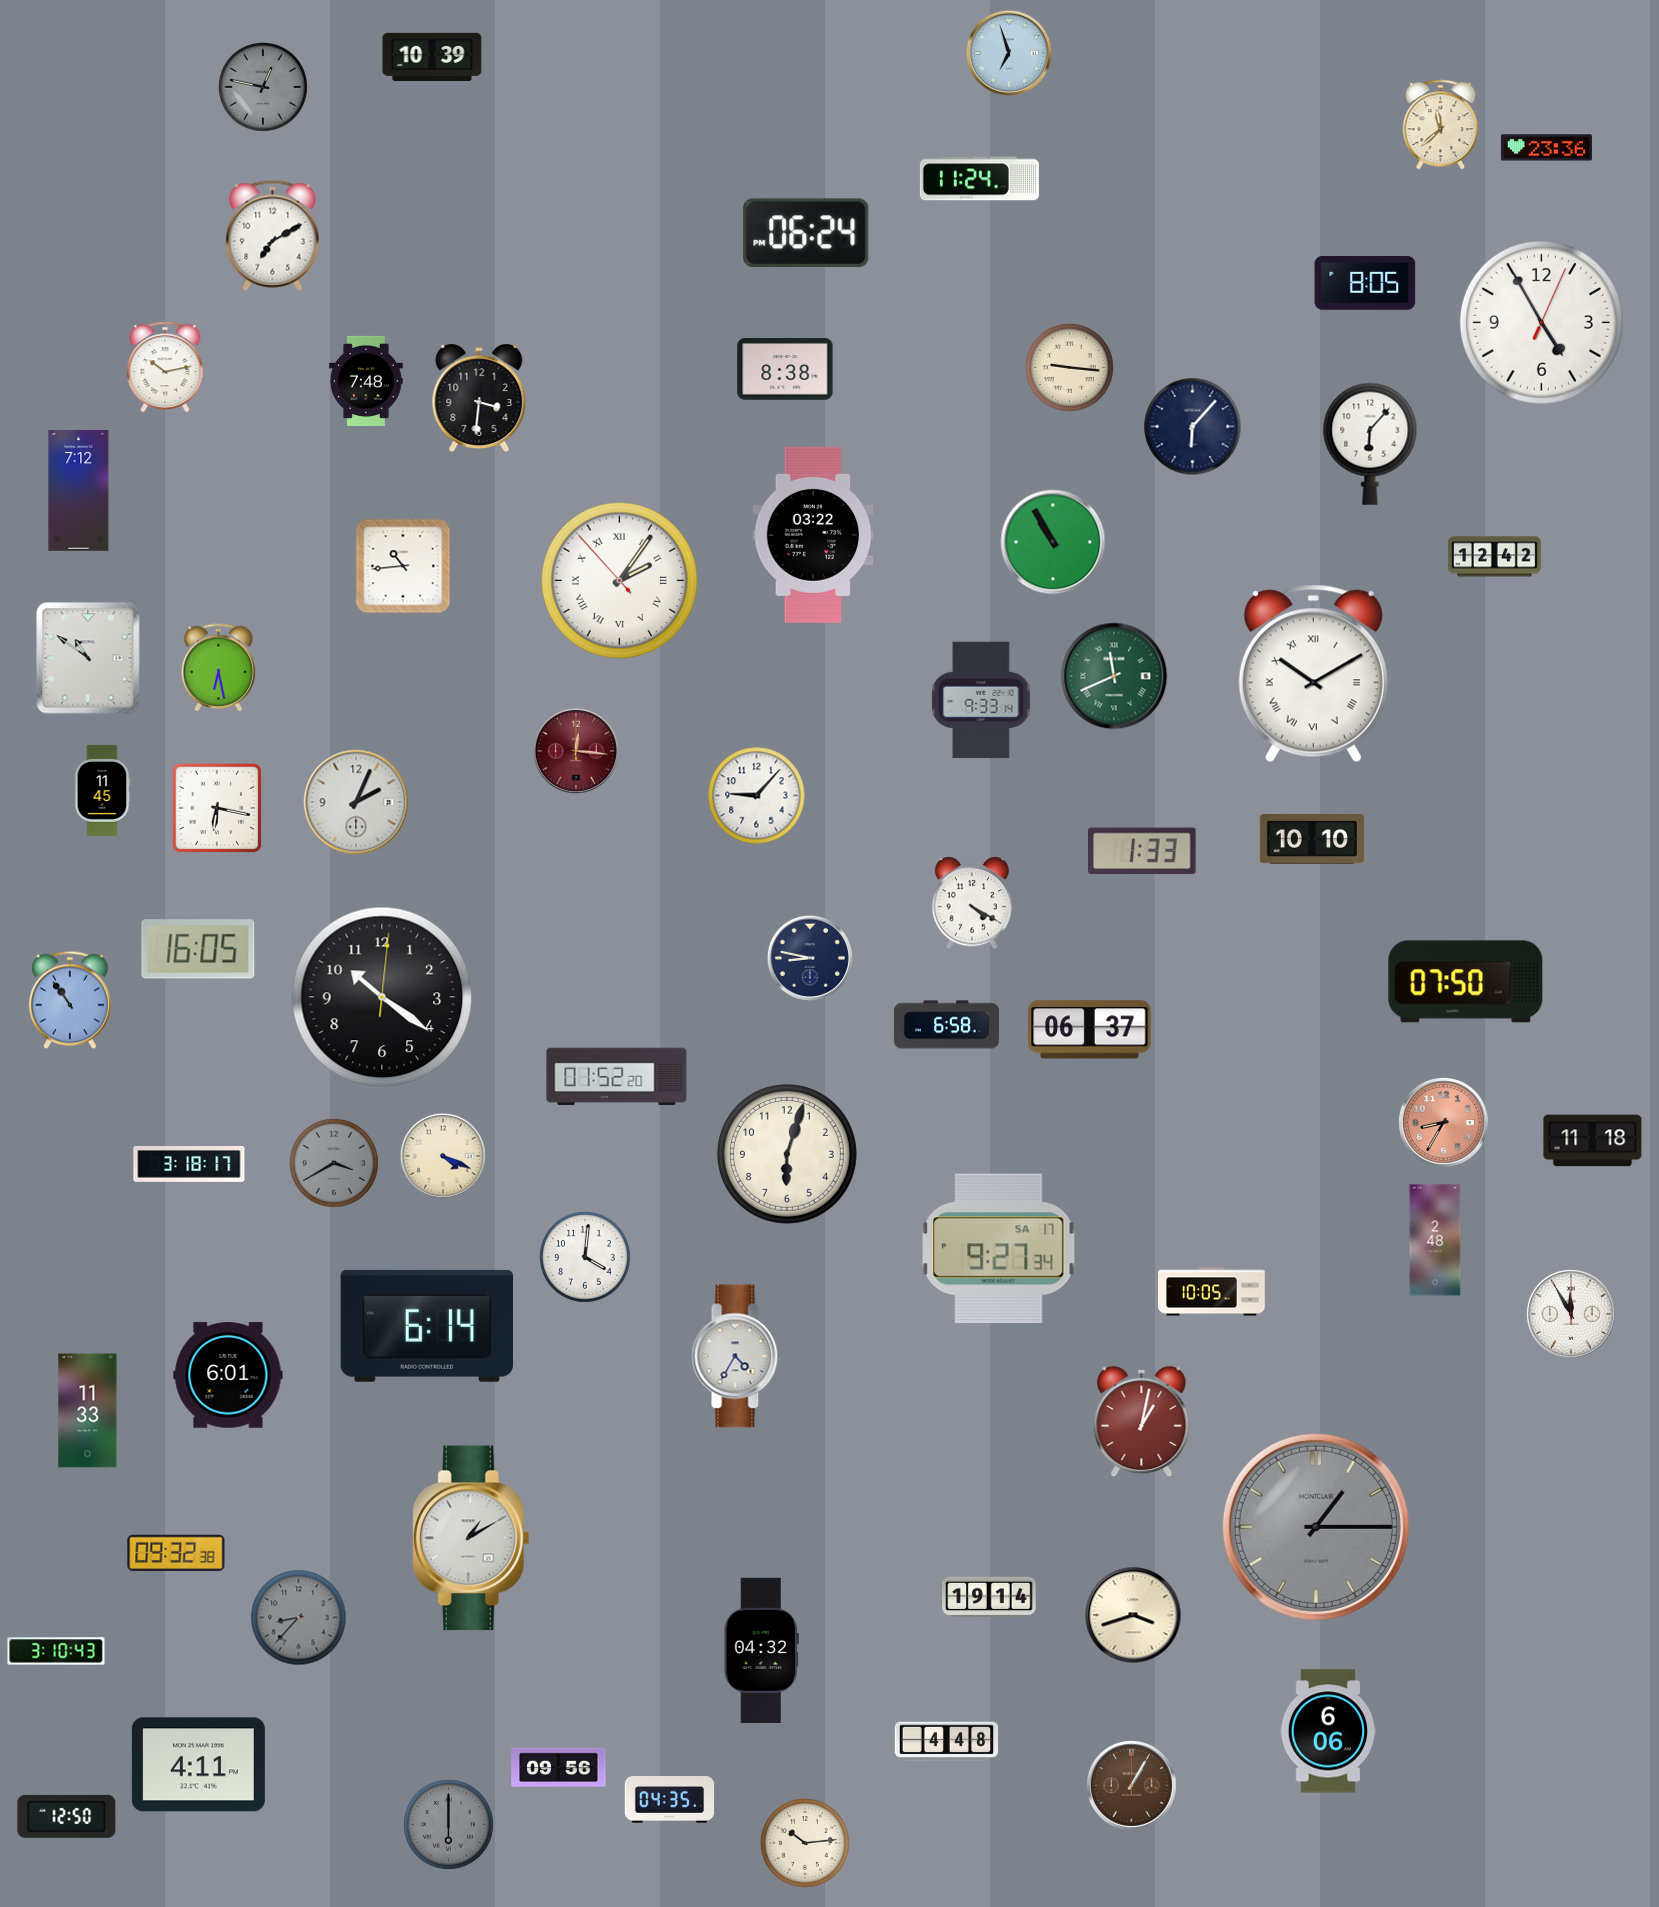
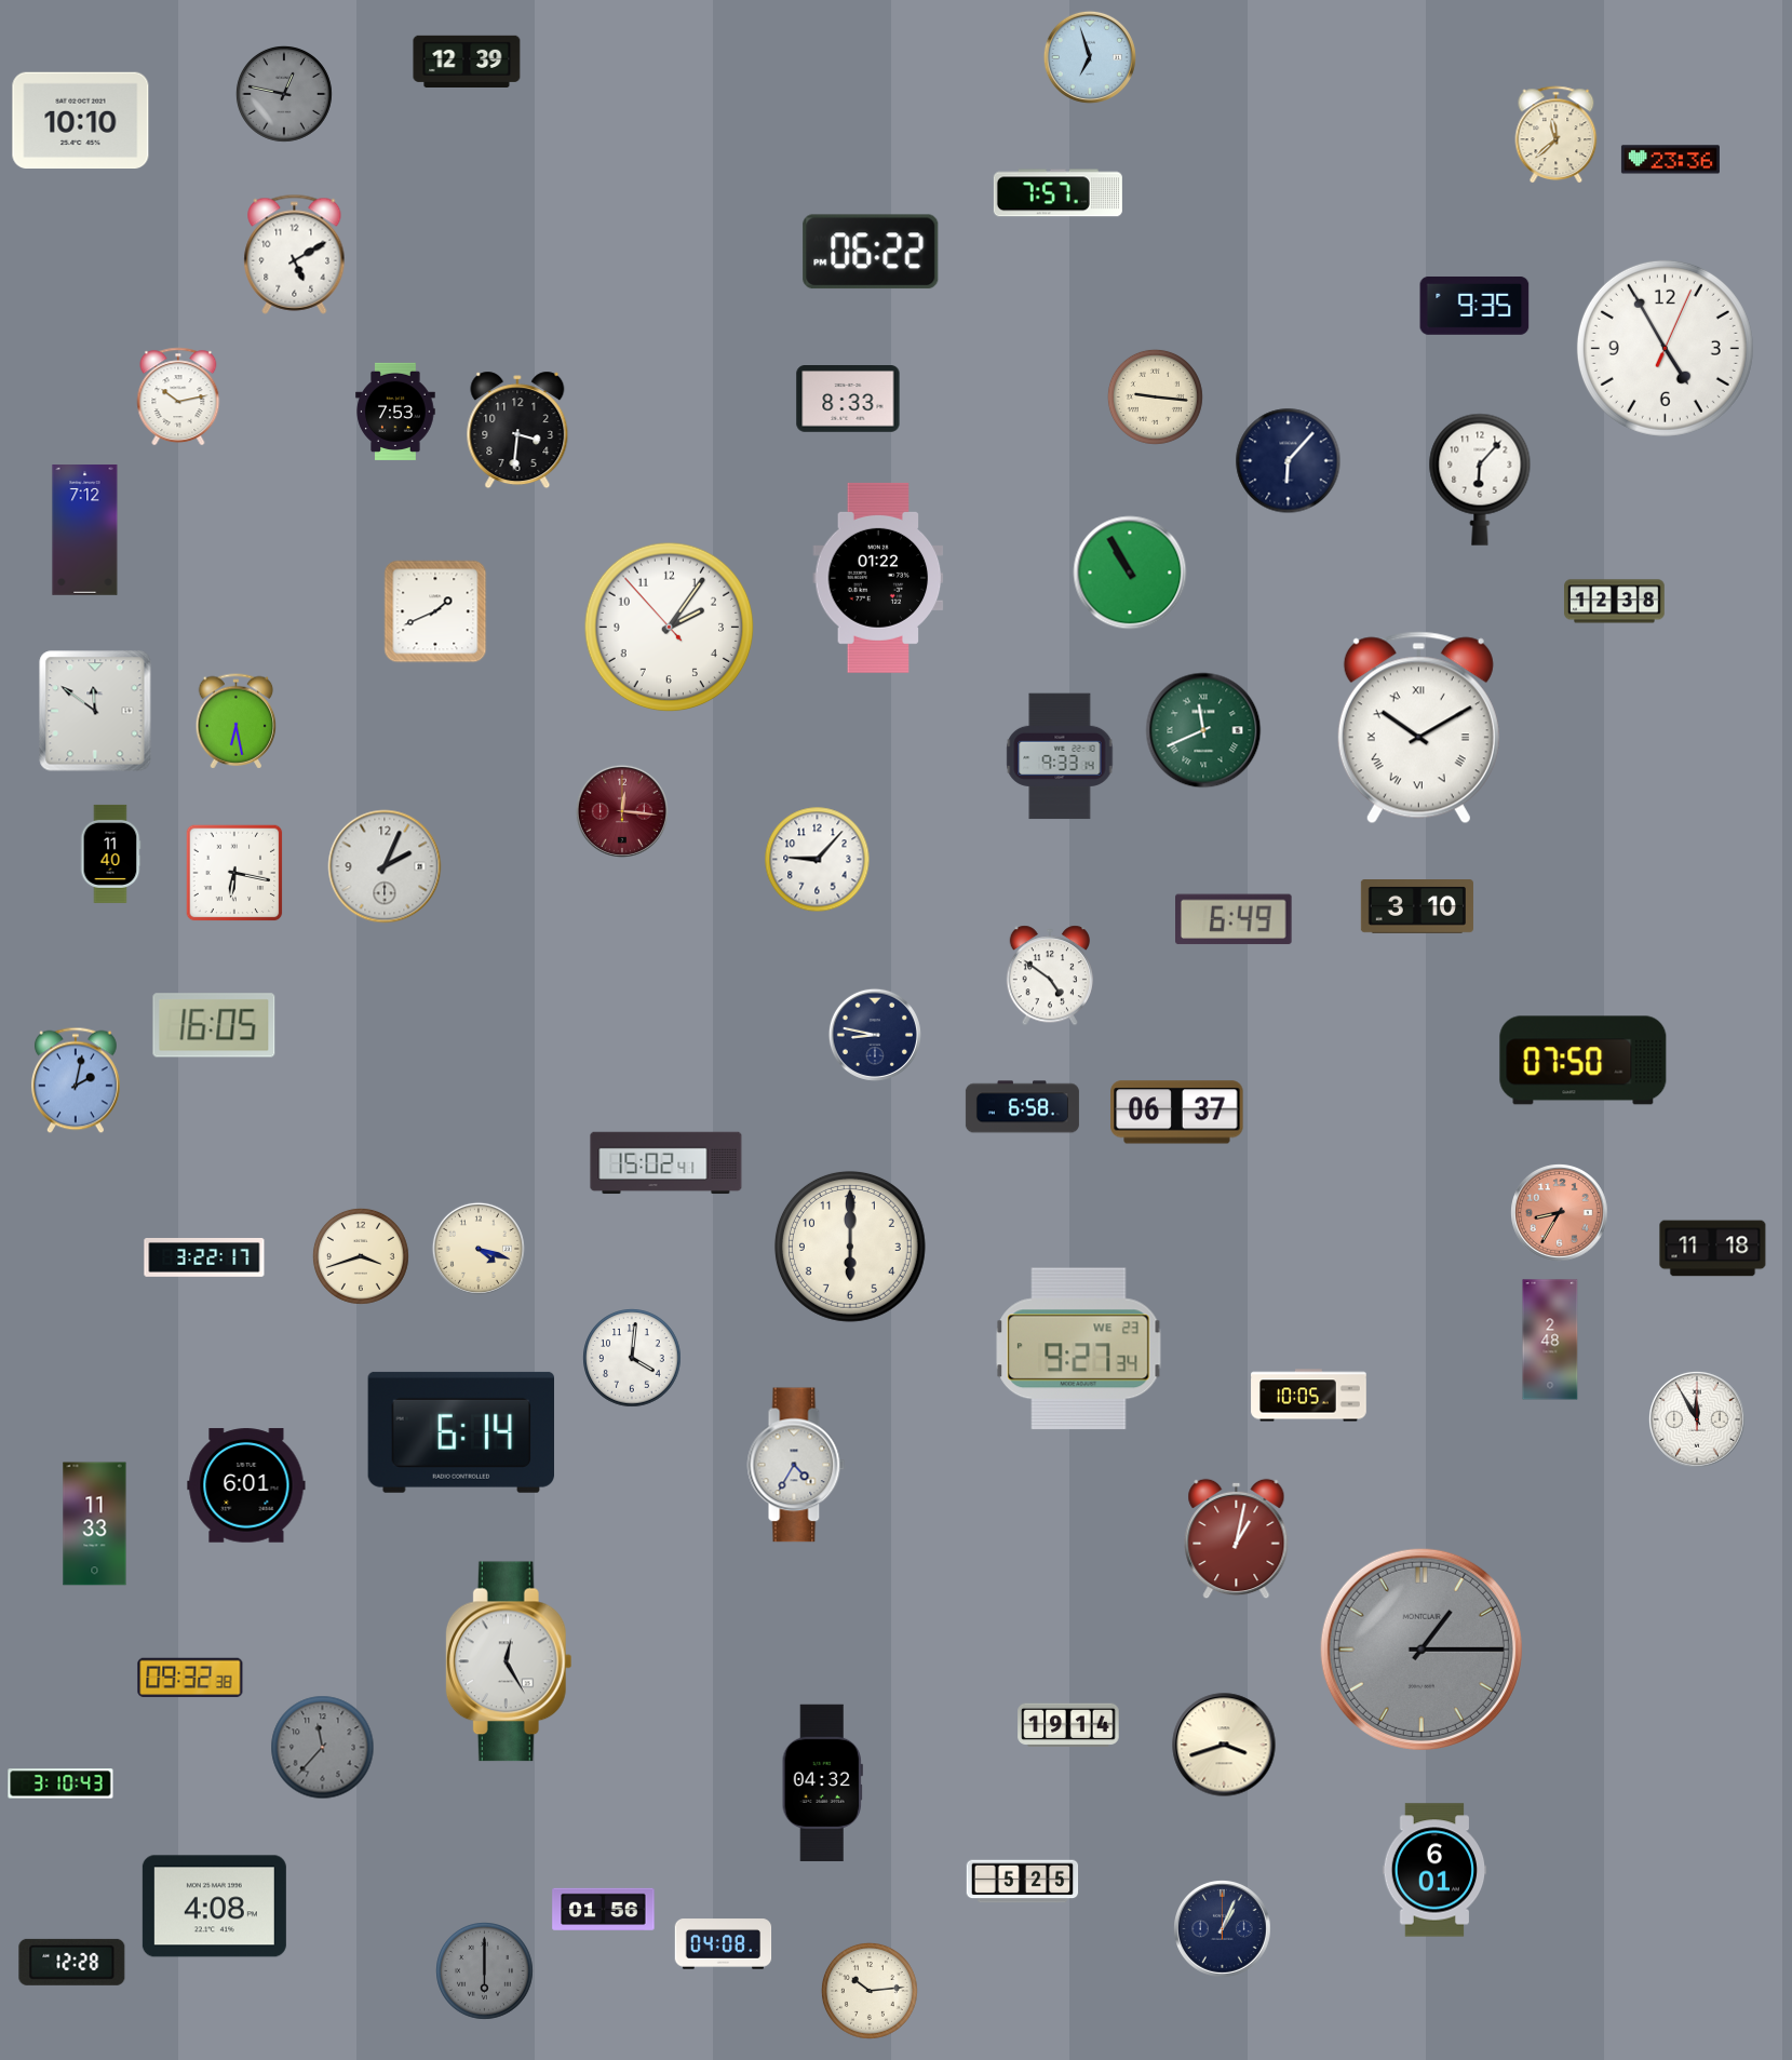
clock at (432, 56): 10:39 -> 12:39
clock at (81, 121): none -> 10:10
clock at (979, 179): 11:24 -> 7:57
clock at (806, 233): 06:24 -> 06:22
clock at (273, 235): 7:10 -> 5:10
clock at (1365, 283): 8:05 -> 9:35
clock at (785, 369): 8:38 -> 8:33
clock at (366, 381): 7:48 -> 7:53
clock at (813, 535): 03:22 -> 01:22
clock at (1053, 542) position: (1053, 542) -> (1130, 573)
clock at (1495, 557): 12:42 -> 12:38
clock at (403, 566): 10:44 -> 1:41
clock at (620, 581) numerals: Roman -> Arabic
clock at (88, 658): 10:51 -> 11:51
clock at (102, 790): 11:45 -> 11:40
clock at (1312, 840): 10:10 -> 3:10
clock at (1143, 851): 1:33 -> 6:49
clock at (971, 903): 4:20 -> 4:51
clock at (382, 997): 10:21 -> none
clock at (70, 1000): 10:54 -> 2:02
clock at (617, 1077): 01:52 -> 15:02
clock at (1593, 1141) position: (1593, 1141) -> (1713, 1249)
clock at (787, 1154): 6:03 -> 6:00
clock at (443, 1156): 4:19 -> 4:18
clock at (334, 1163): 3:40 -> 3:42
clock at (334, 1163) dial: grey -> cream
clock at (189, 1165): 3:18 -> 3:22
clock at (999, 1249) date: SA 17 -> WE 23
clock at (1142, 1422) position: (1142, 1422) -> (1237, 1539)
clock at (471, 1538): 1:10 -> 12:25
clock at (299, 1618): 8:37 -> 11:37
clock at (1328, 1731): 6:06 -> 6:01
clock at (947, 1742): 4:48 -> 5:25
clock at (198, 1765): 4:11 -> 4:08
clock at (559, 1767): 09:56 -> 01:56
clock at (1132, 1786): 1:05 -> 1:04
clock at (1132, 1786) dial: brown -> navy
clock at (670, 1800): 04:35 -> 04:08
clock at (67, 1816): 12:50 -> 12:28
